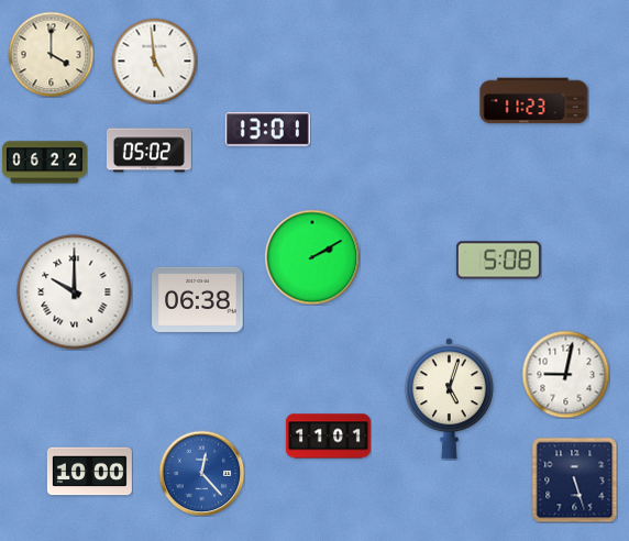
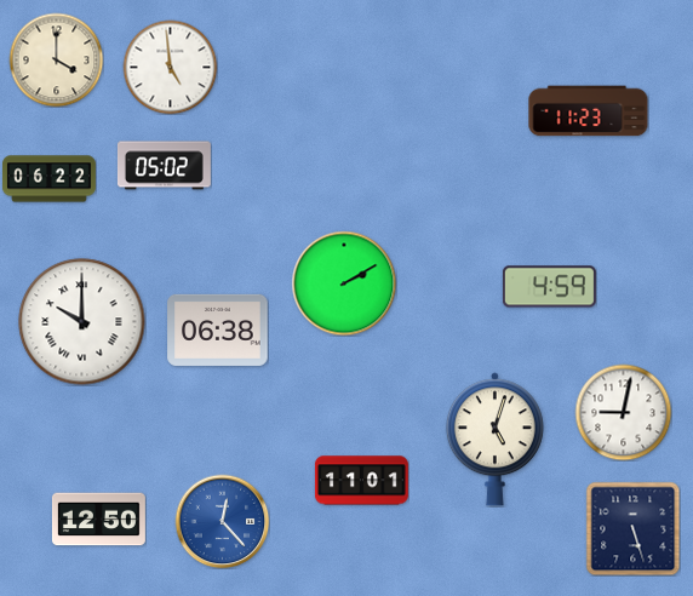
clock at (267, 130): 13:01 -> none
clock at (498, 261): 5:08 -> 4:59
clock at (89, 472): 10:00 -> 12:50
